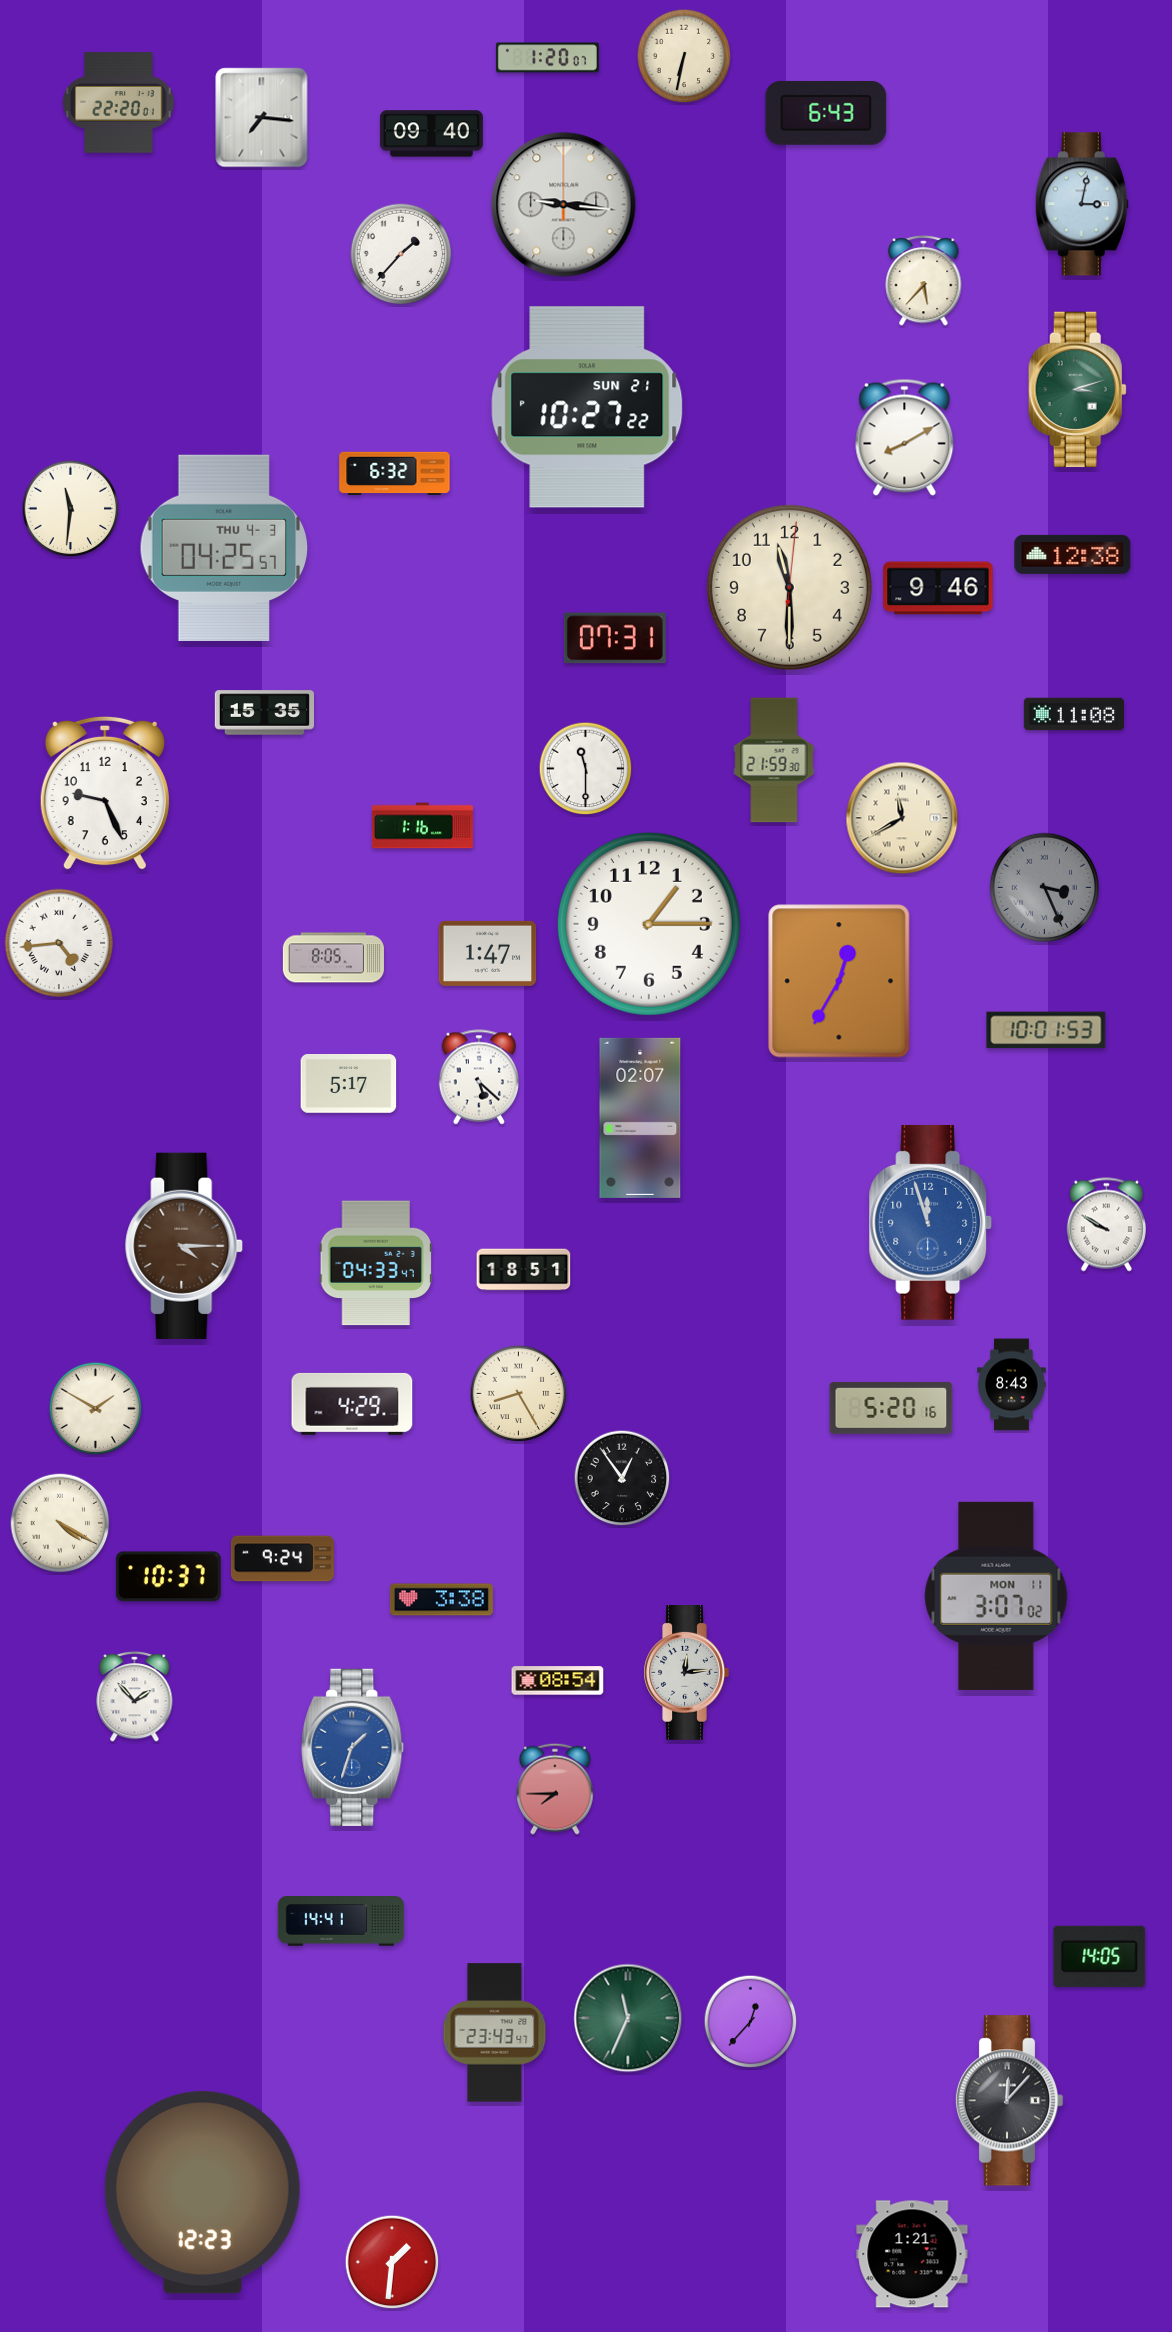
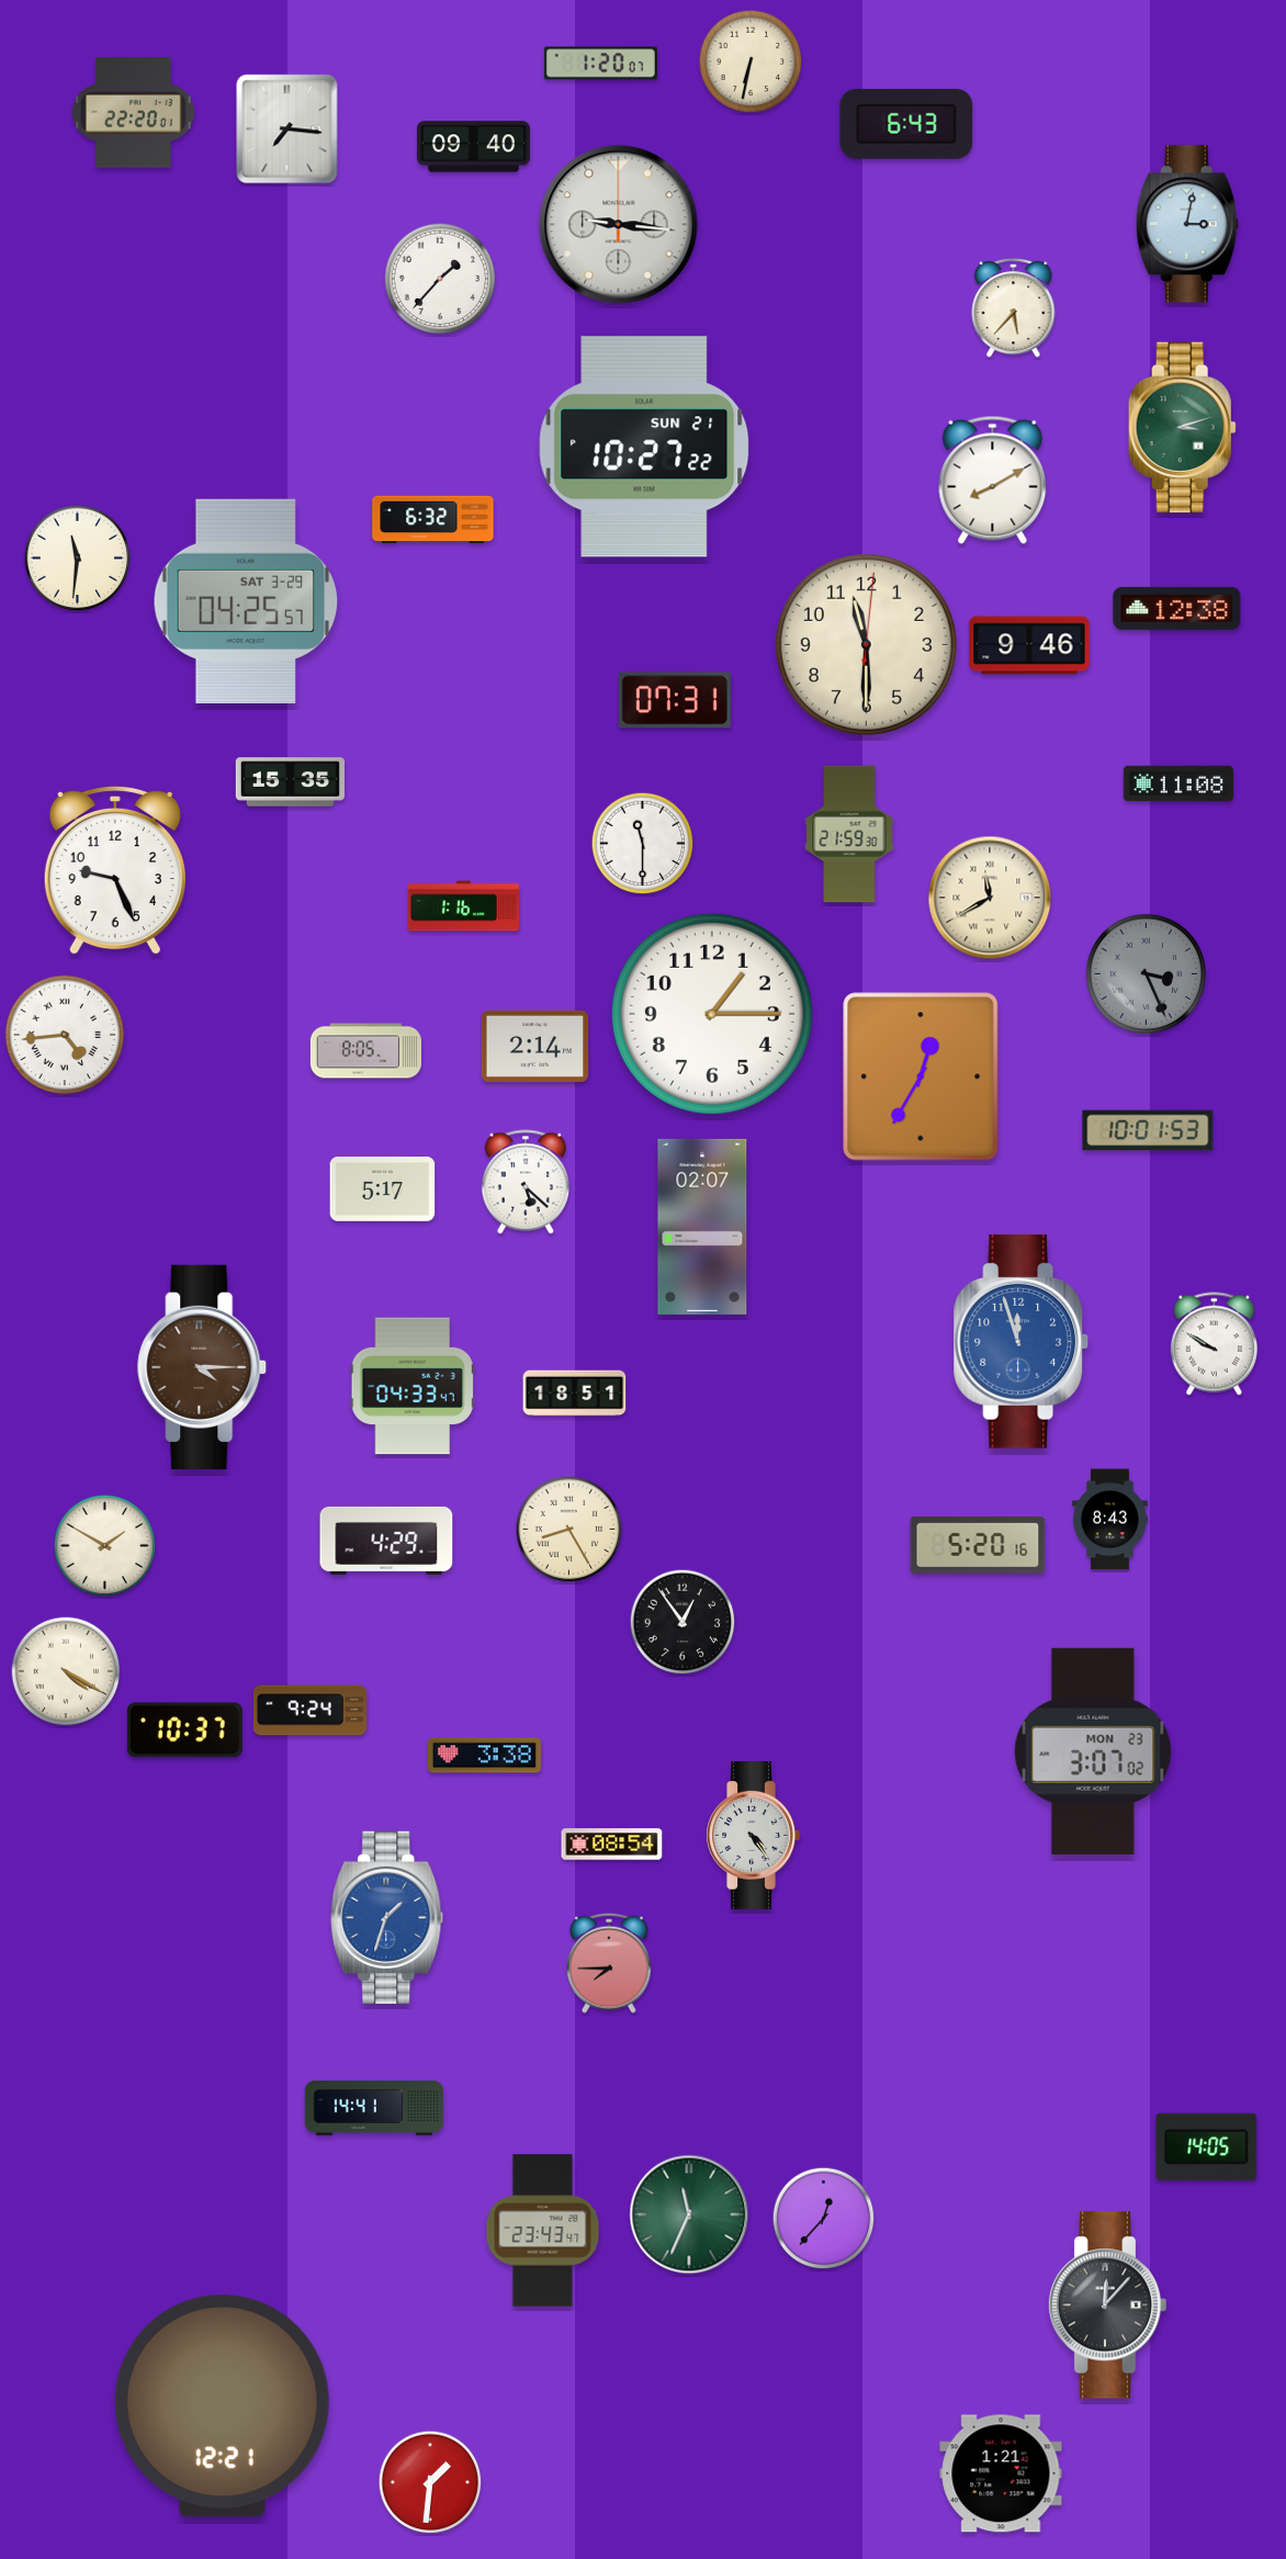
clock at (119, 103) position: (119, 103) -> (134, 113)
clock at (224, 548) date: THU 4-3 -> SAT 3-29
clock at (488, 953): 1:47 -> 2:14
clock at (996, 1596) date: MON 11 -> MON 23
clock at (686, 1673): 12:14 -> 4:24
clock at (135, 1697): 1:53 -> none
clock at (202, 2193): 12:23 -> 12:21
